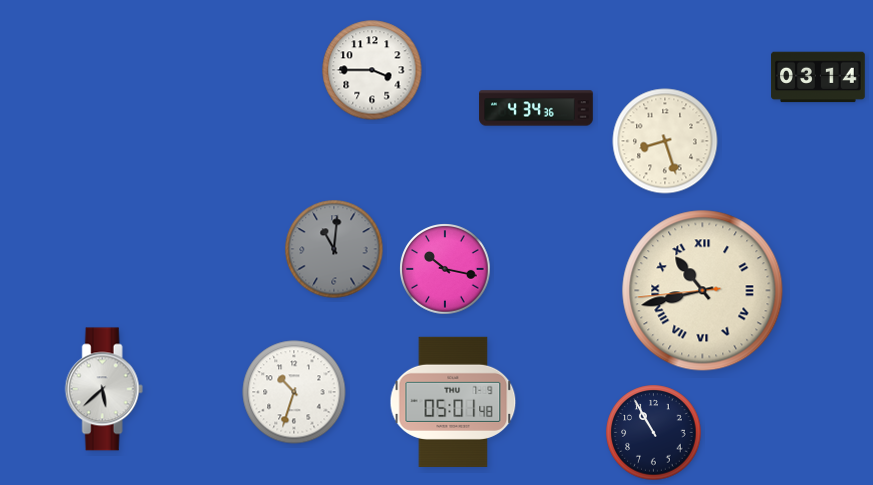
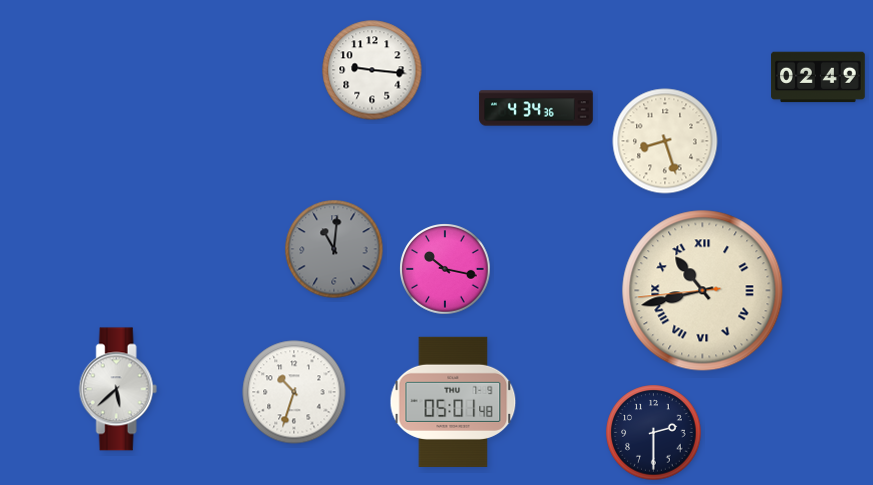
clock at (372, 70): 3:45 -> 9:16
clock at (818, 77): 03:14 -> 02:49
clock at (104, 389) position: (104, 389) -> (118, 389)
clock at (654, 433): 10:55 -> 2:30
